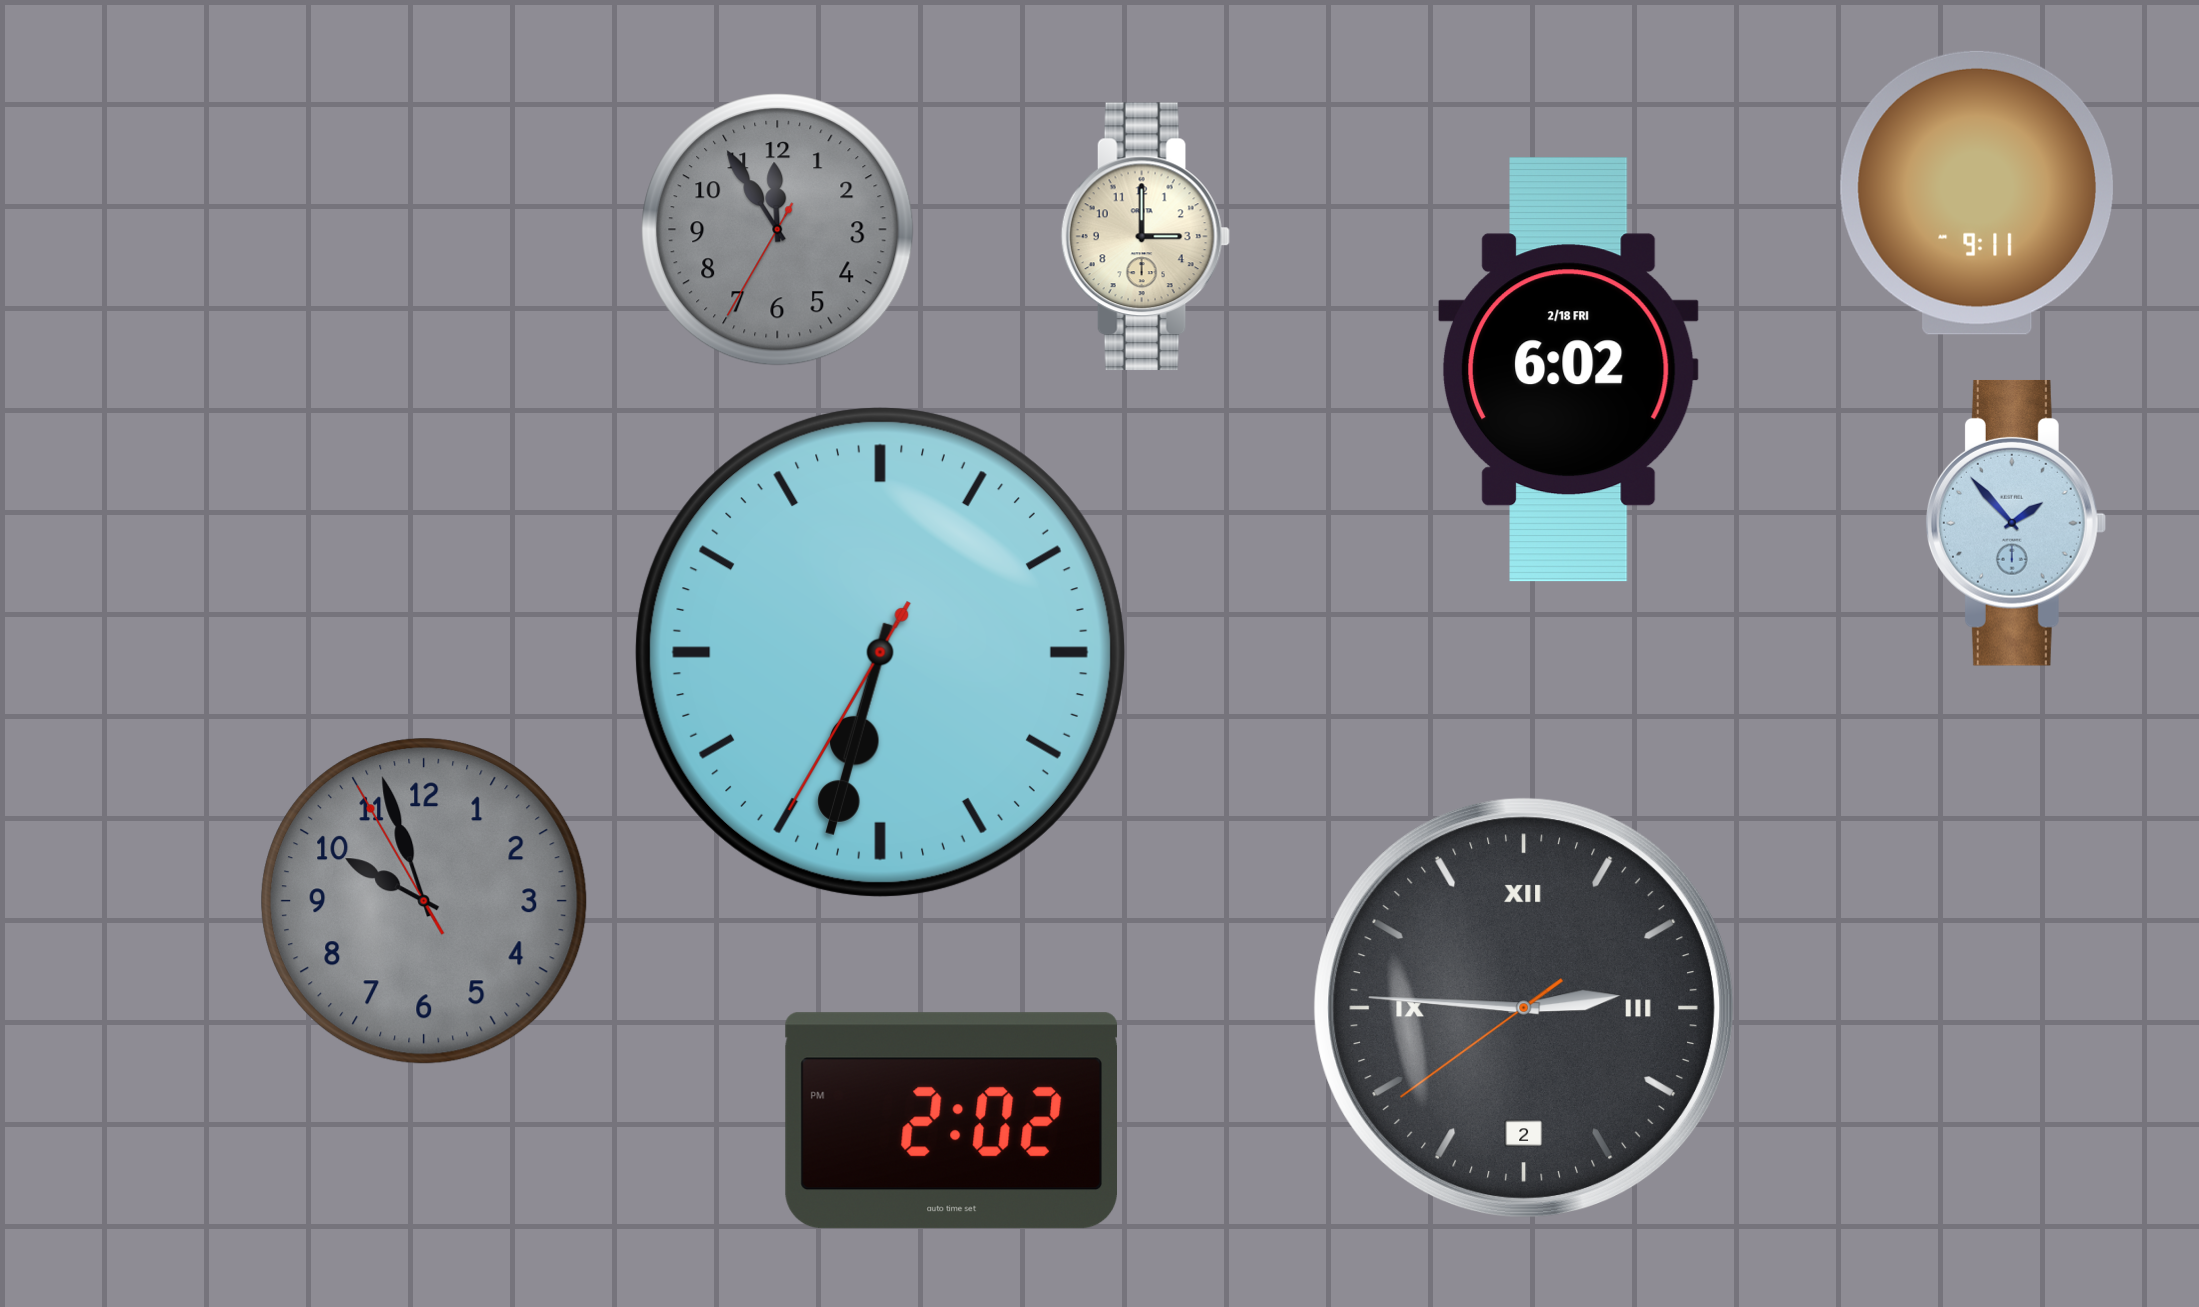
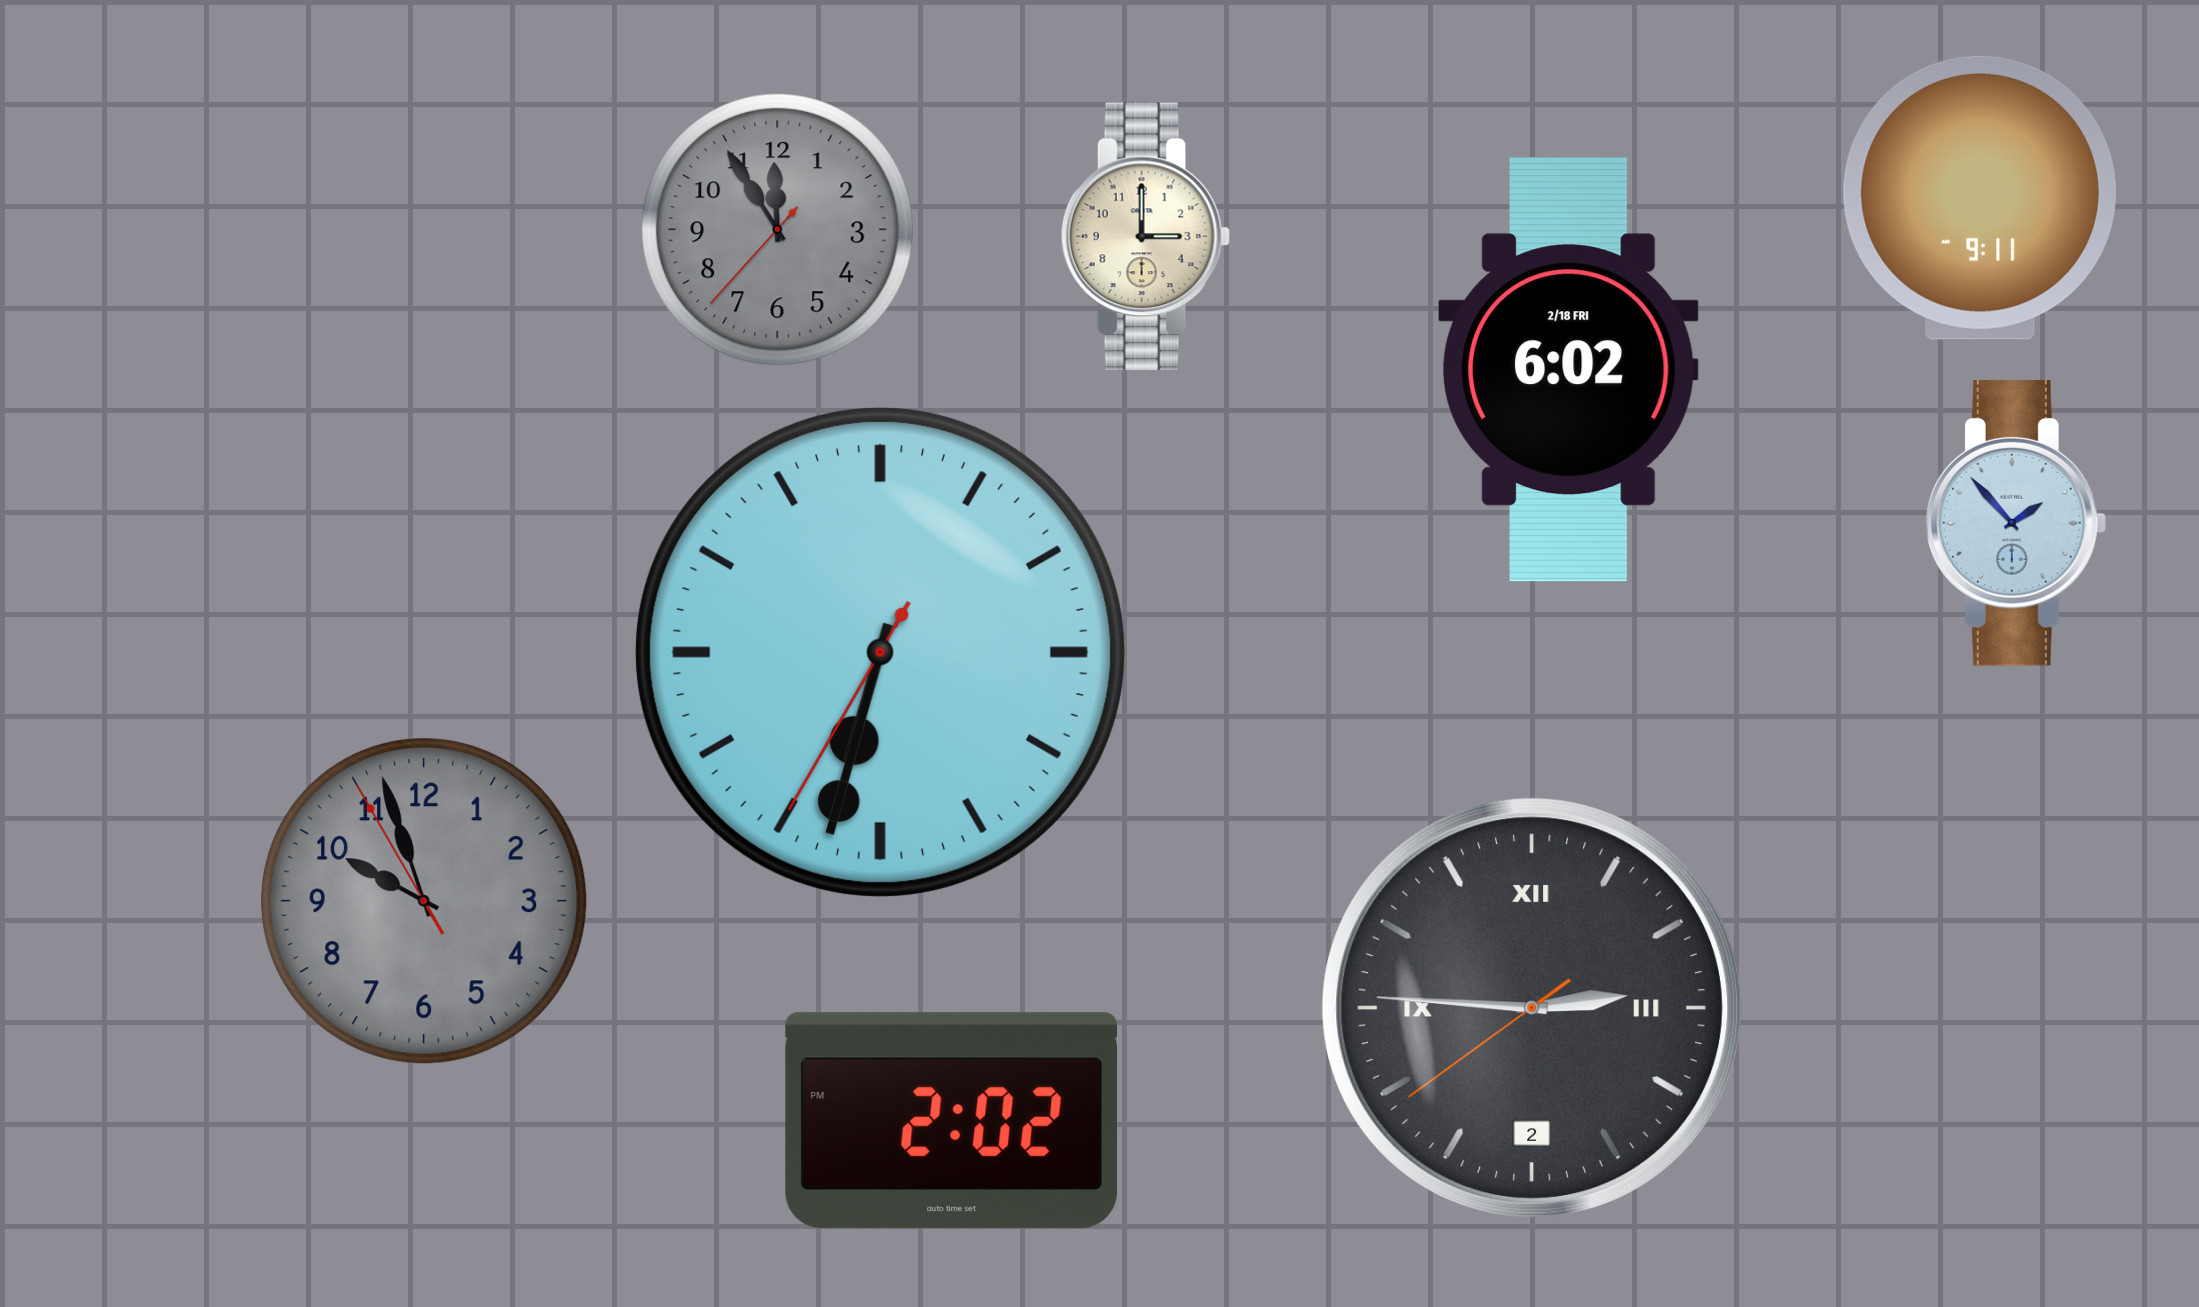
clock at (1977, 193) position: (1977, 193) -> (1980, 198)
clock at (778, 230): 11:54:35 -> 11:54:37
clock at (1524, 1008) position: (1524, 1008) -> (1532, 1008)
